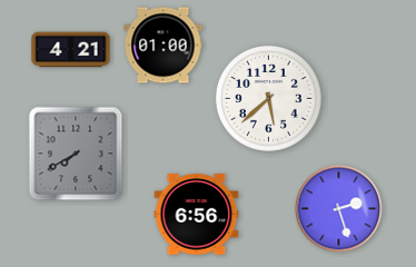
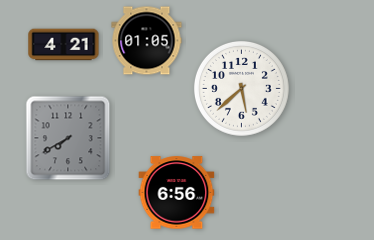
clock at (164, 46): 01:00 -> 01:05
clock at (339, 209): 2:27 -> none
